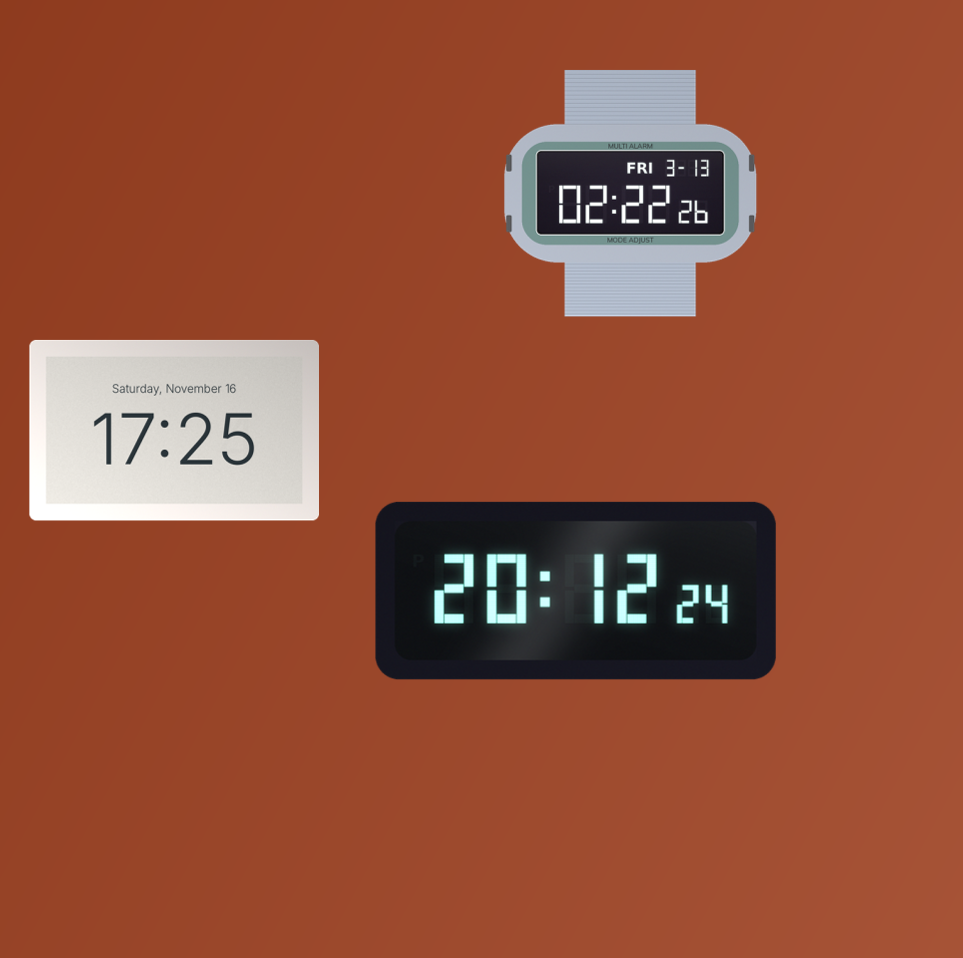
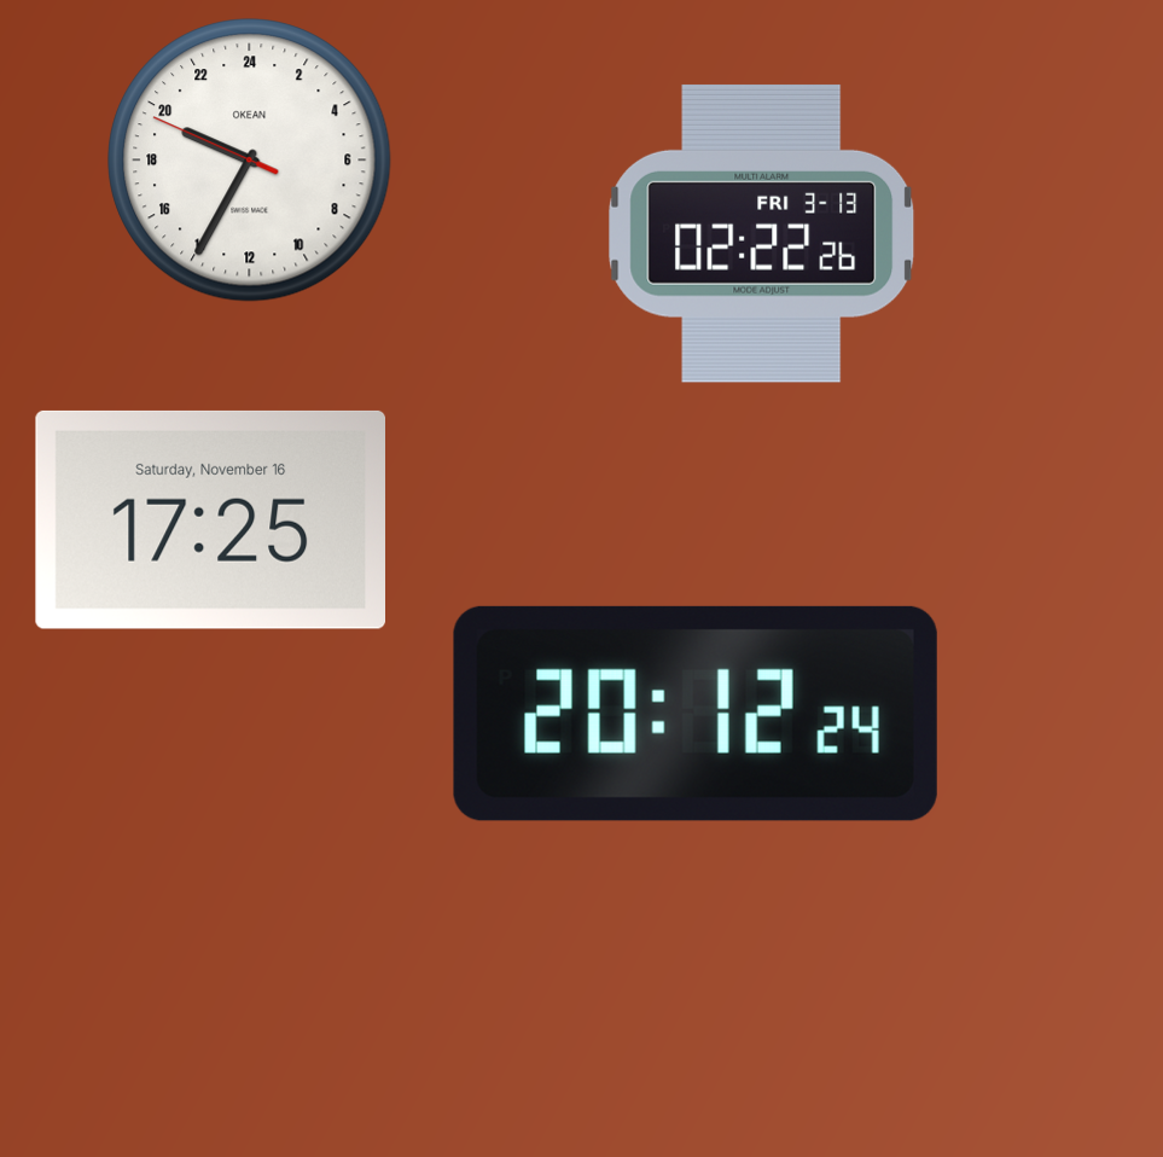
clock at (250, 161): none -> 19:34
